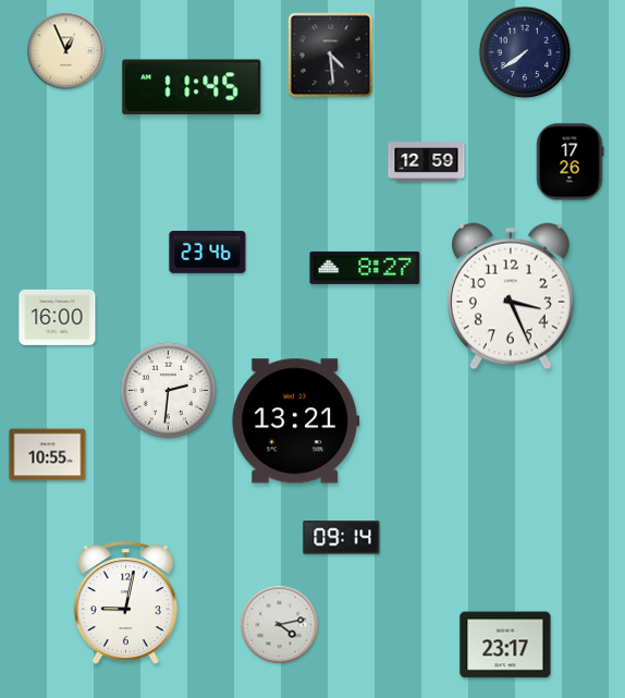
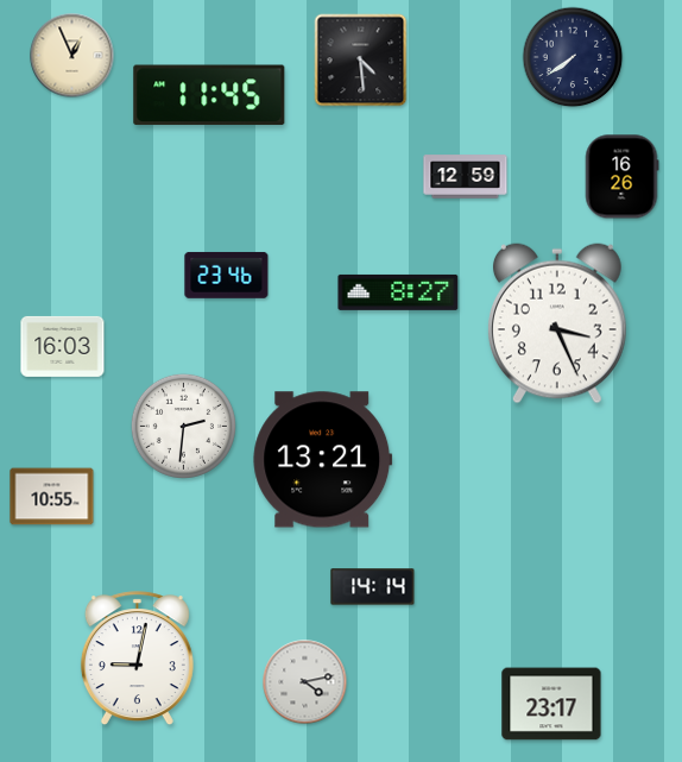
clock at (569, 162): 17:26 -> 16:26
clock at (58, 317): 16:00 -> 16:03
clock at (342, 538): 09:14 -> 14:14
